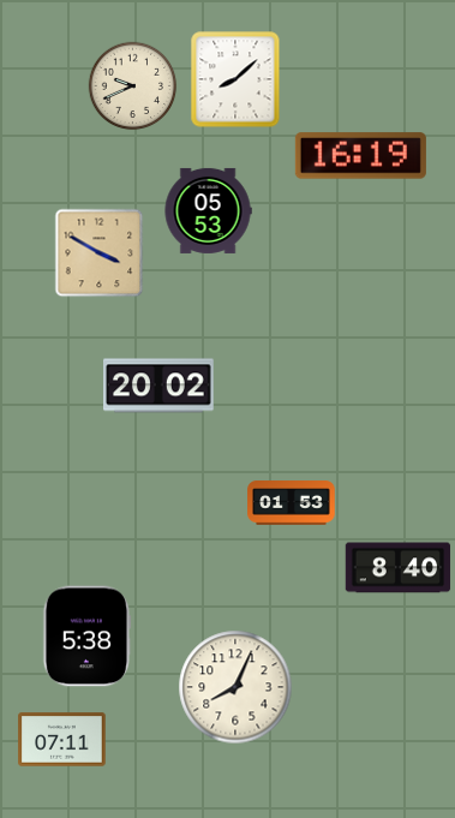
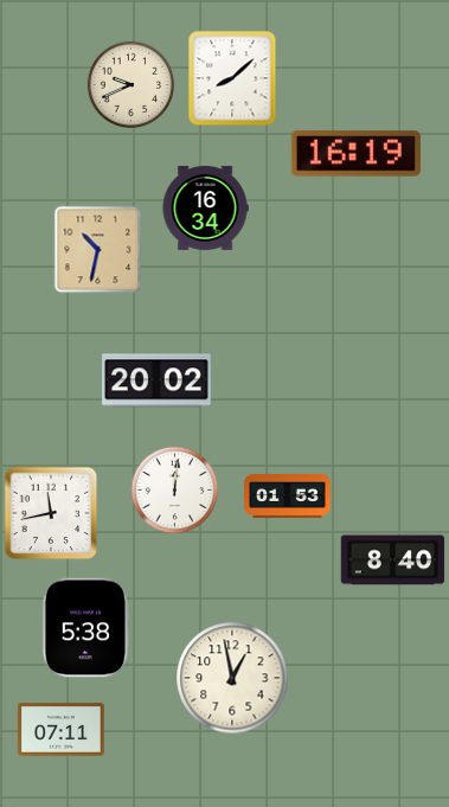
clock at (208, 210): 05:53 -> 16:34
clock at (100, 253): 3:50 -> 10:32
clock at (175, 491): none -> 12:01
clock at (51, 513): none -> 11:43
clock at (235, 687): 8:04 -> 12:58
